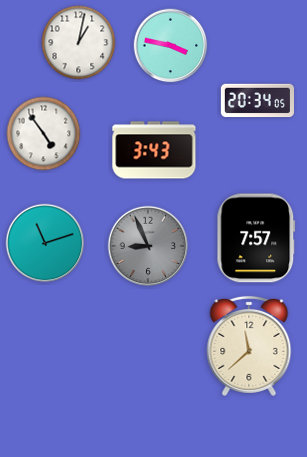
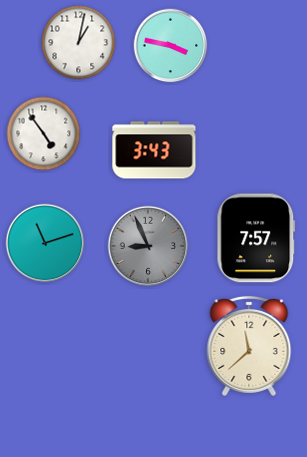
clock at (257, 101): 20:34 -> none
